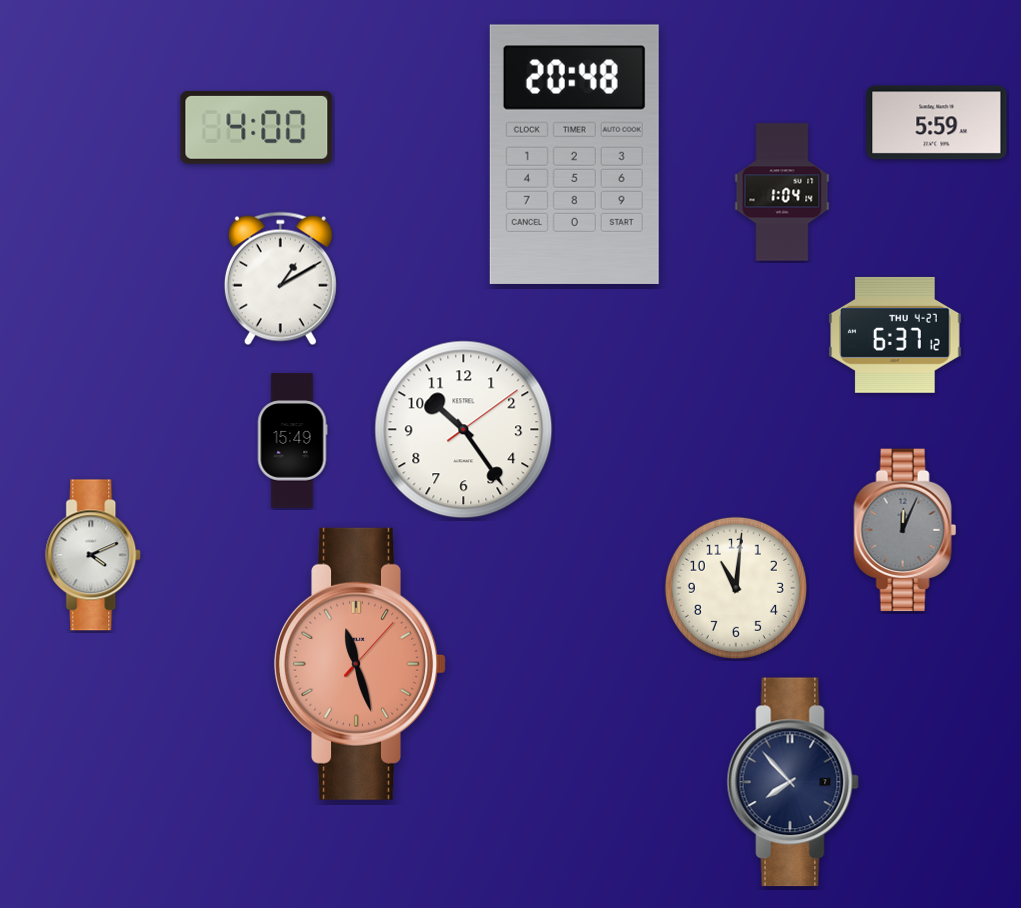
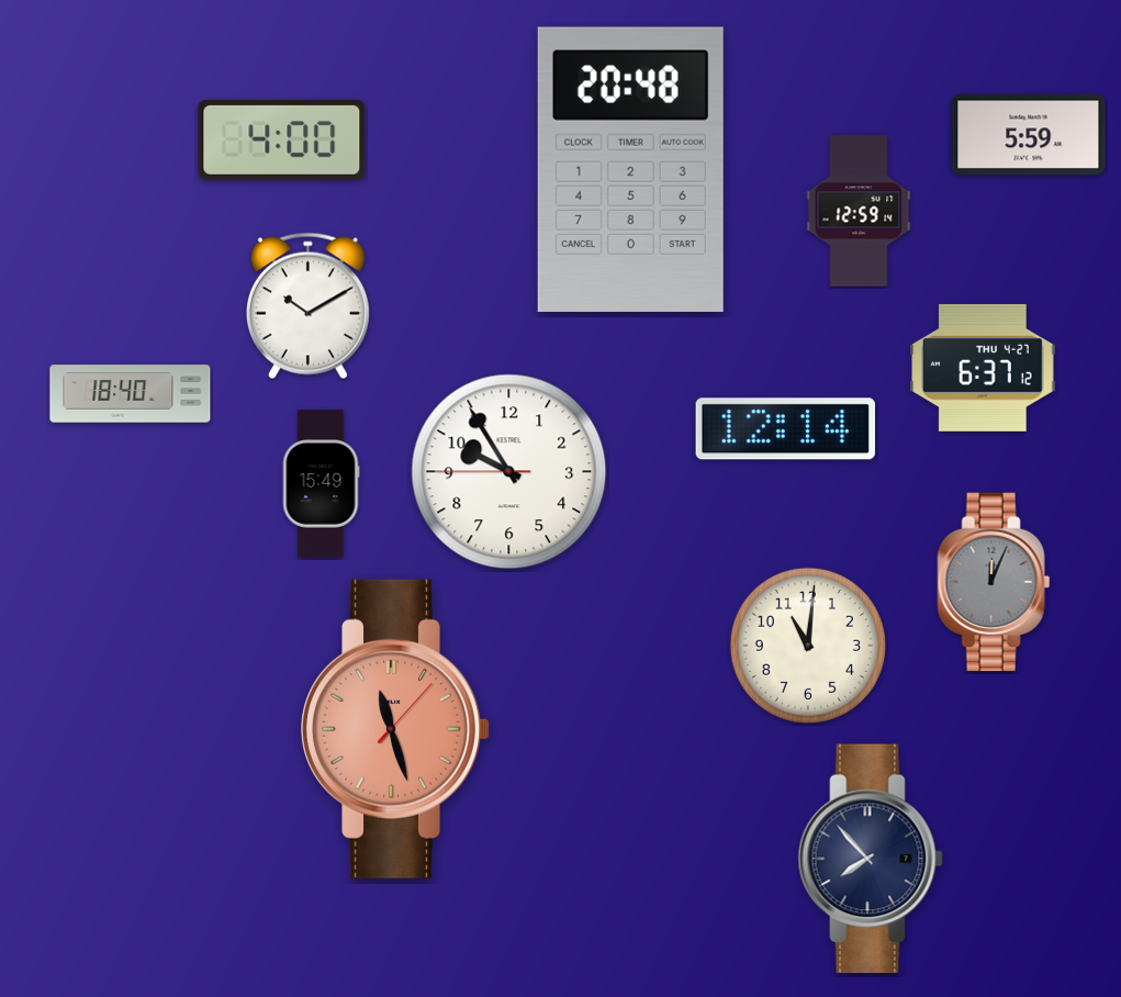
clock at (782, 192): 1:04 -> 12:59
clock at (280, 279): 1:10 -> 10:10
clock at (131, 394): none -> 18:40
clock at (785, 429): none -> 12:14
clock at (464, 430): 10:24 -> 9:54
clock at (94, 555): 4:11 -> none
